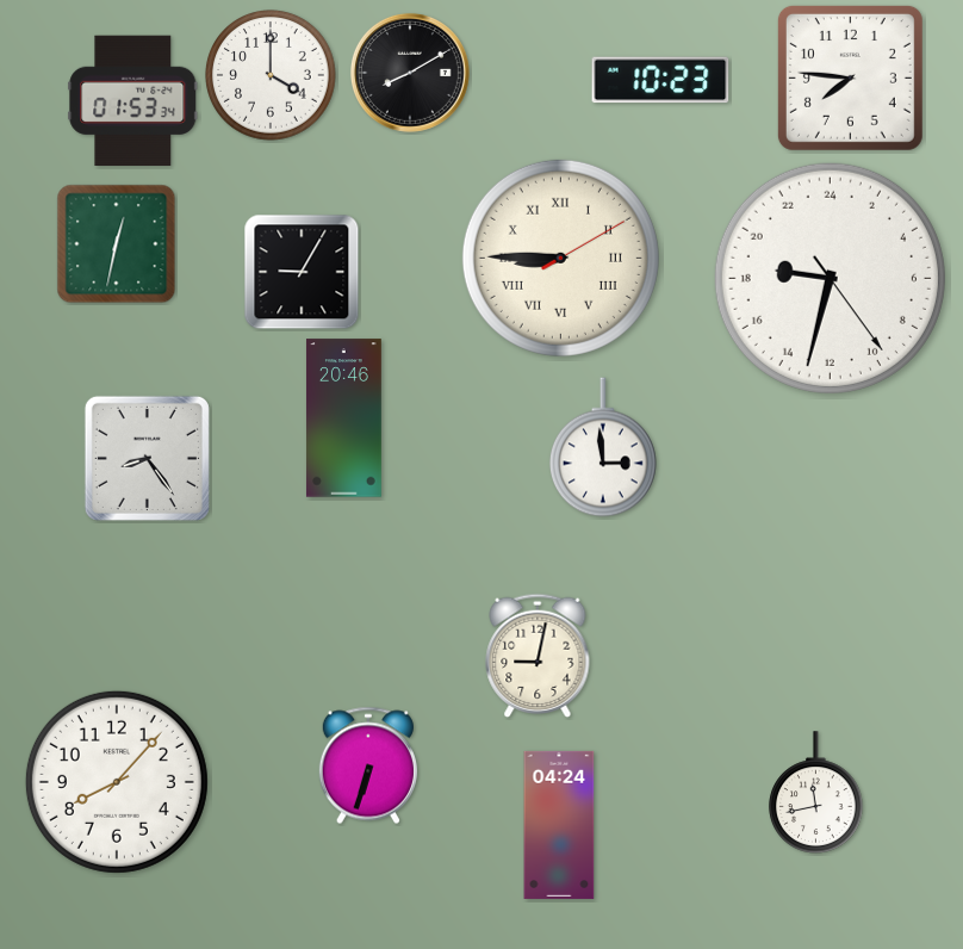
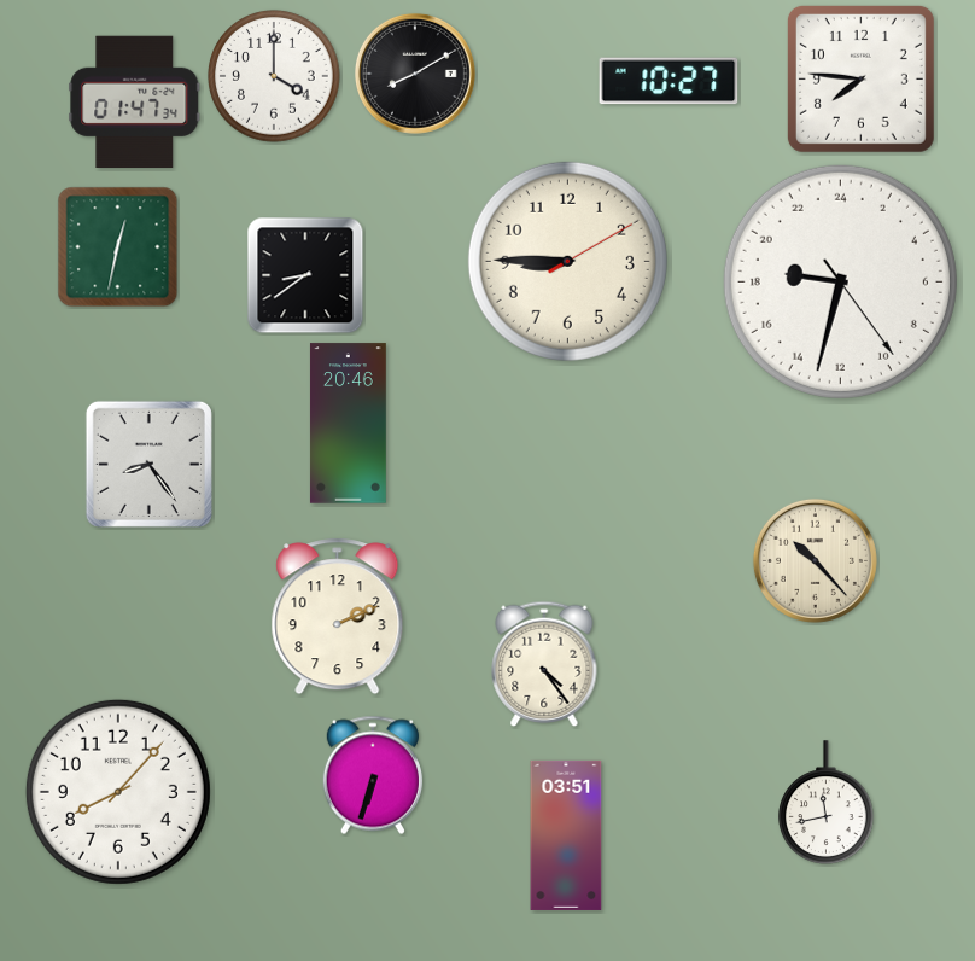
clock at (660, 80): 10:23 -> 10:27
clock at (133, 100): 01:53 -> 01:47
clock at (560, 258) numerals: Roman -> Arabic
clock at (302, 272): 9:05 -> 8:39
clock at (603, 447): 2:59 -> none
clock at (815, 560): none -> 10:23
clock at (338, 617): none -> 2:11
clock at (538, 655): 9:02 -> 4:24
clock at (559, 825): 04:24 -> 03:51
